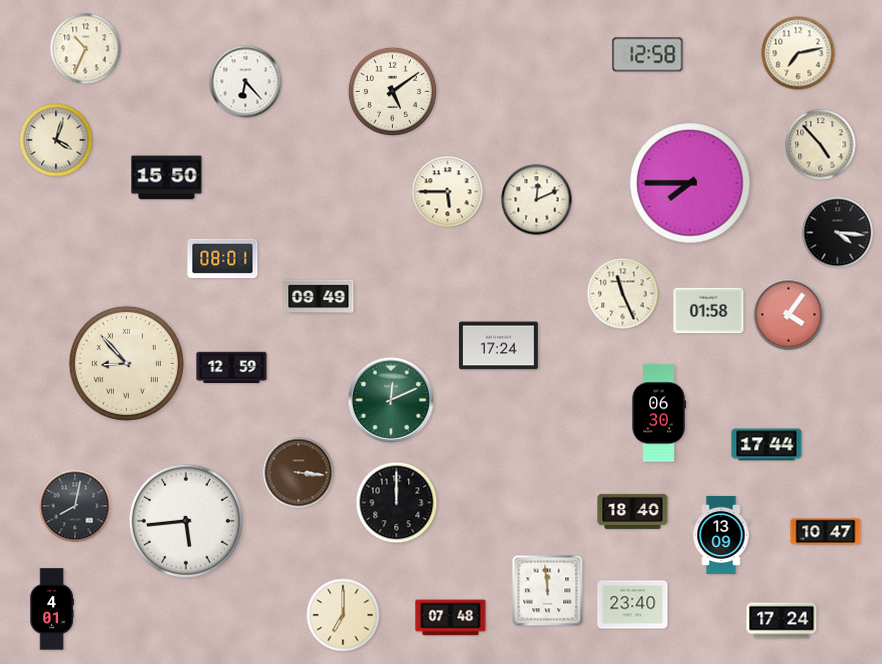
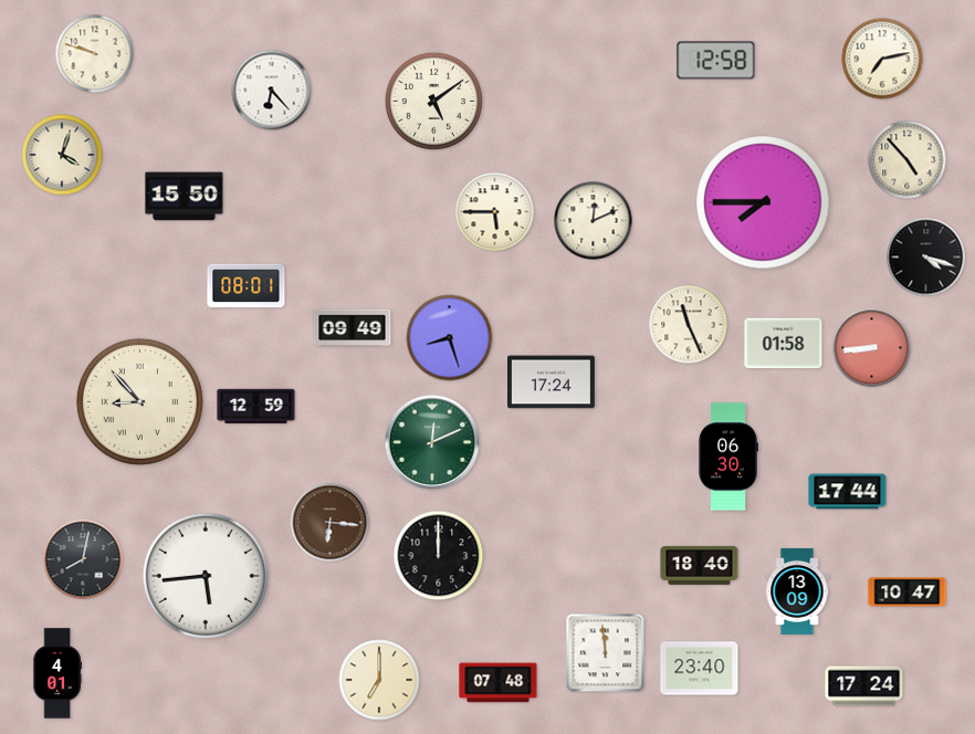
clock at (86, 49): 10:34 -> 9:48
clock at (838, 233): 4:16 -> 4:18
clock at (450, 338): none -> 8:27
clock at (789, 315): 4:06 -> 8:44
clock at (299, 473): 3:16 -> 6:16
clock at (826, 532) position: (826, 532) -> (908, 593)
